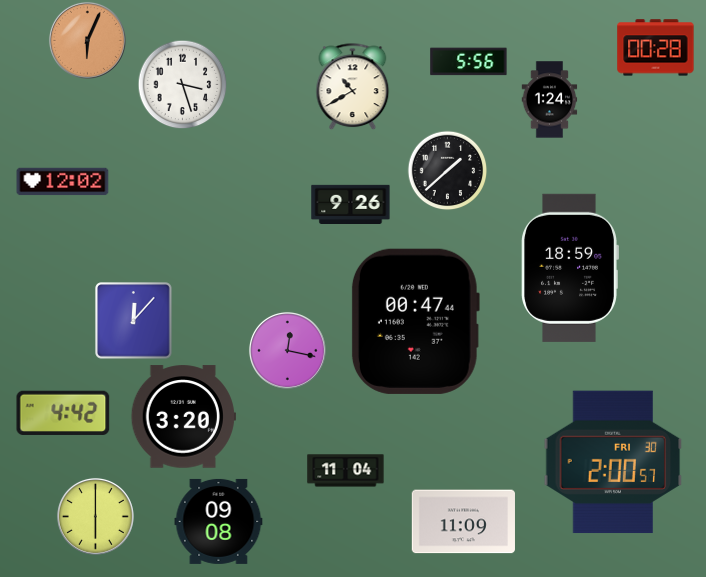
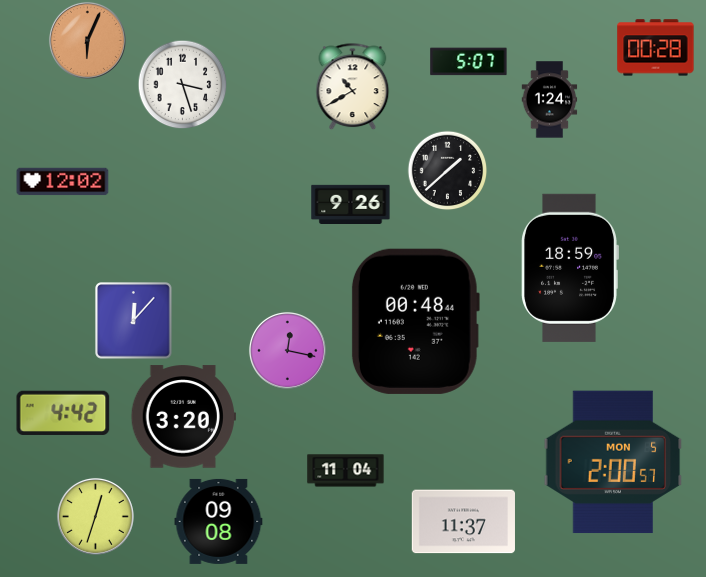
clock at (469, 62): 5:56 -> 5:07
clock at (415, 321): 00:47 -> 00:48
clock at (613, 462) date: FRI 30 -> MON 5
clock at (95, 516): 6:00 -> 12:33
clock at (463, 522): 11:09 -> 11:37
